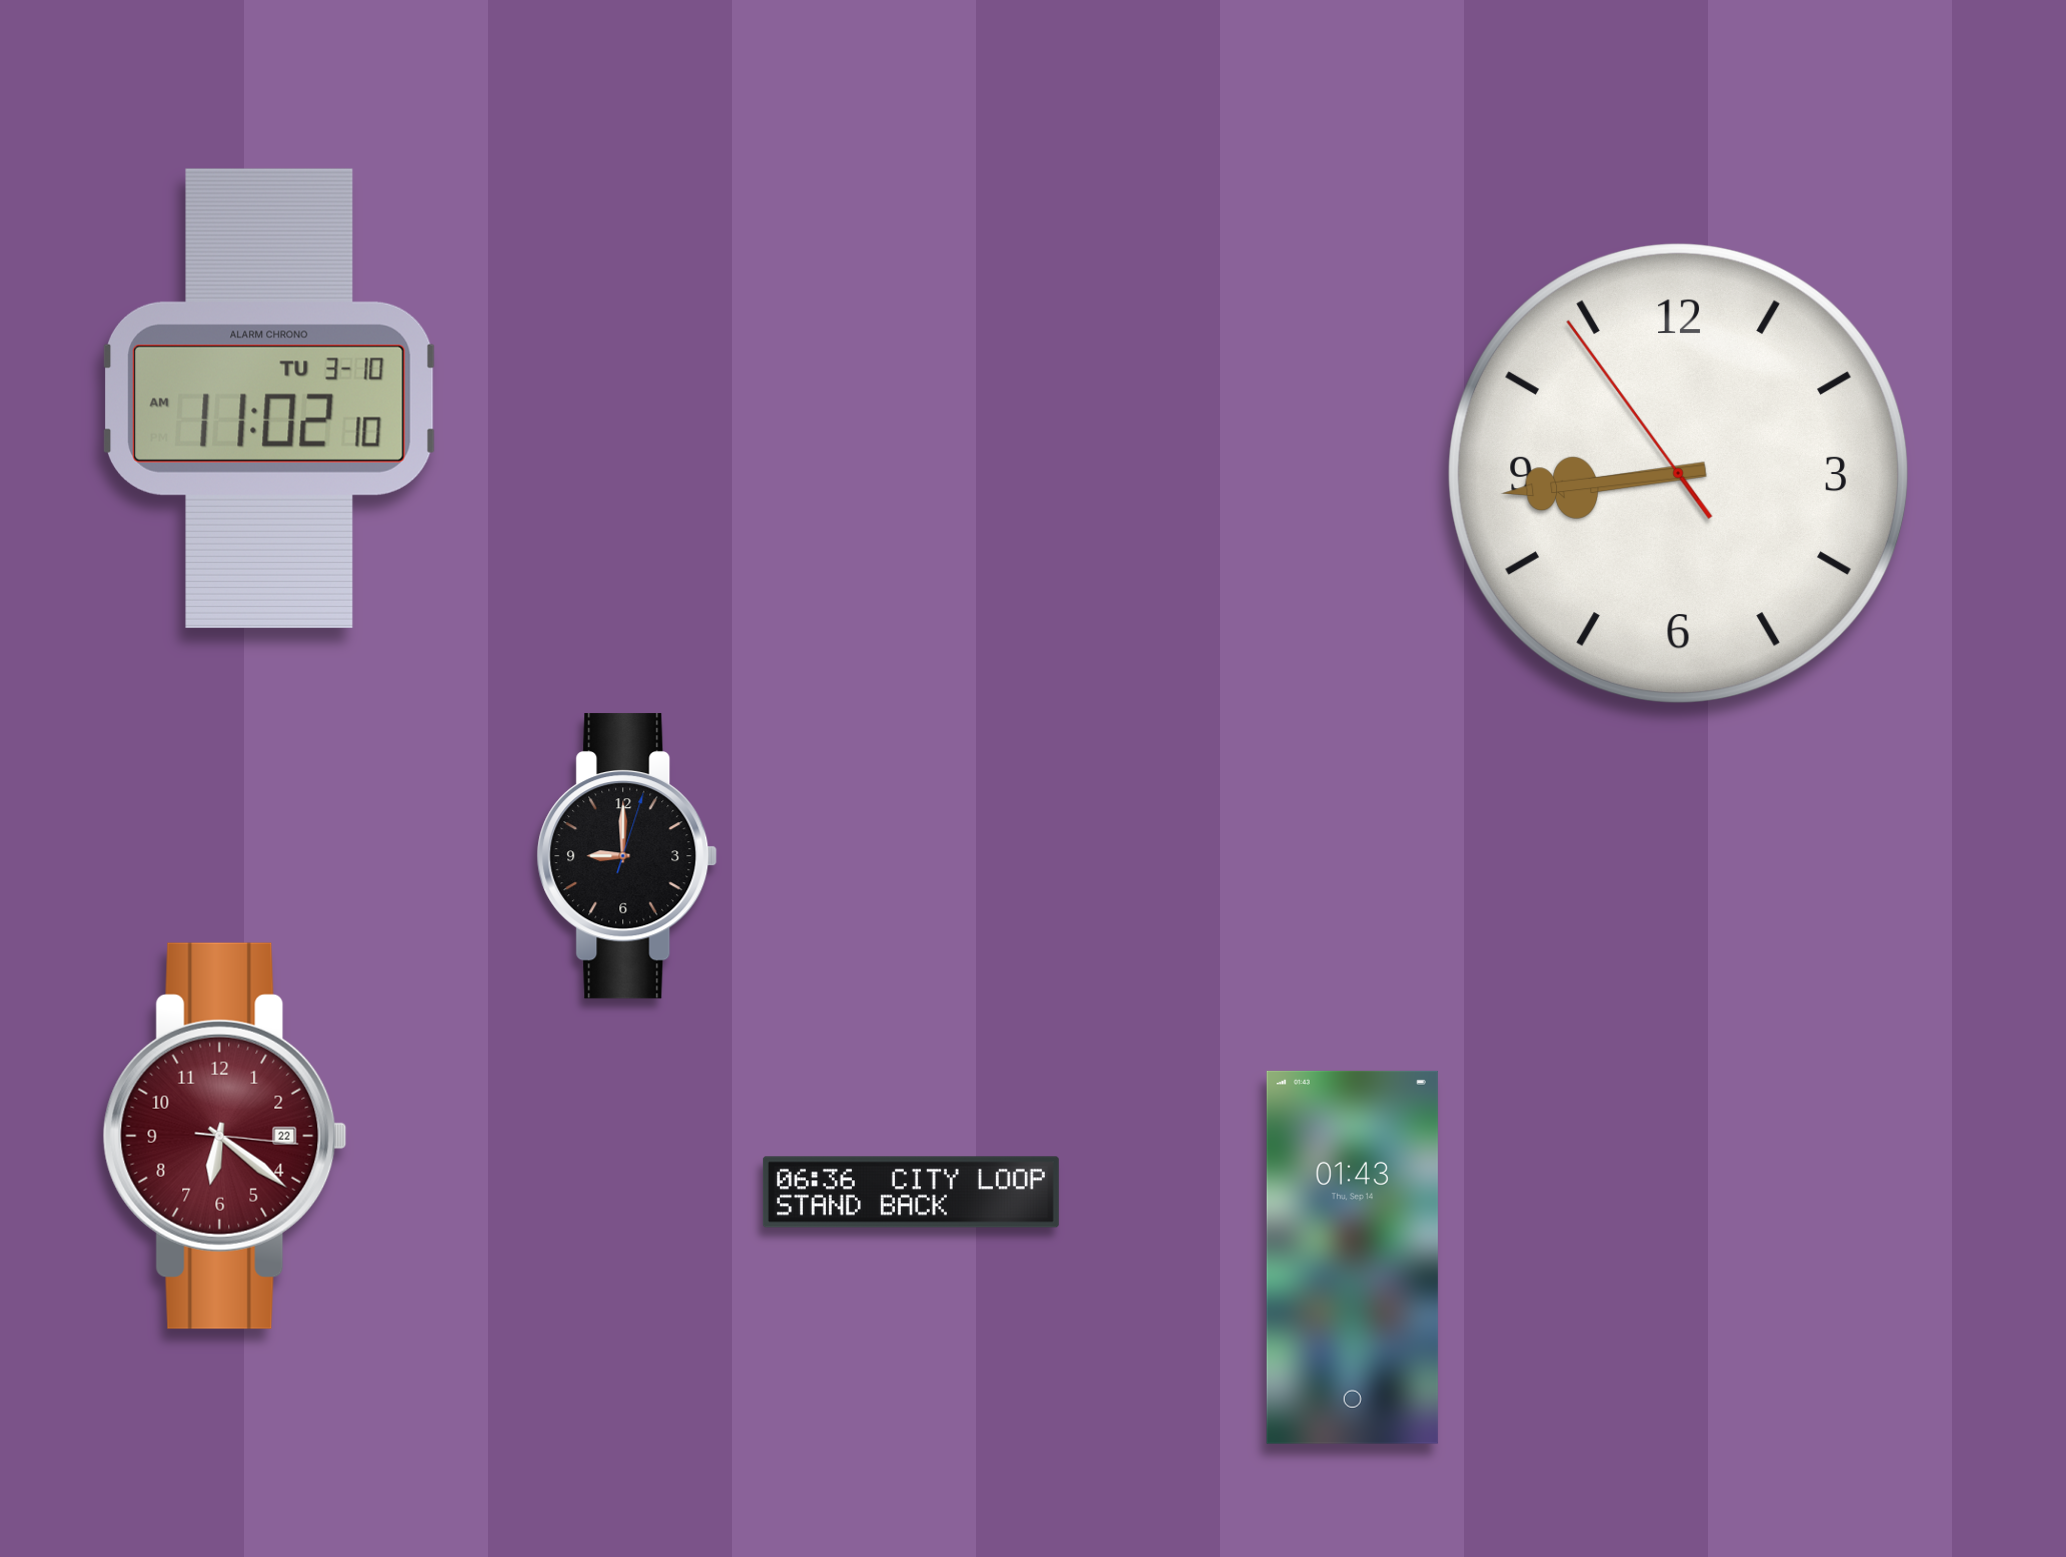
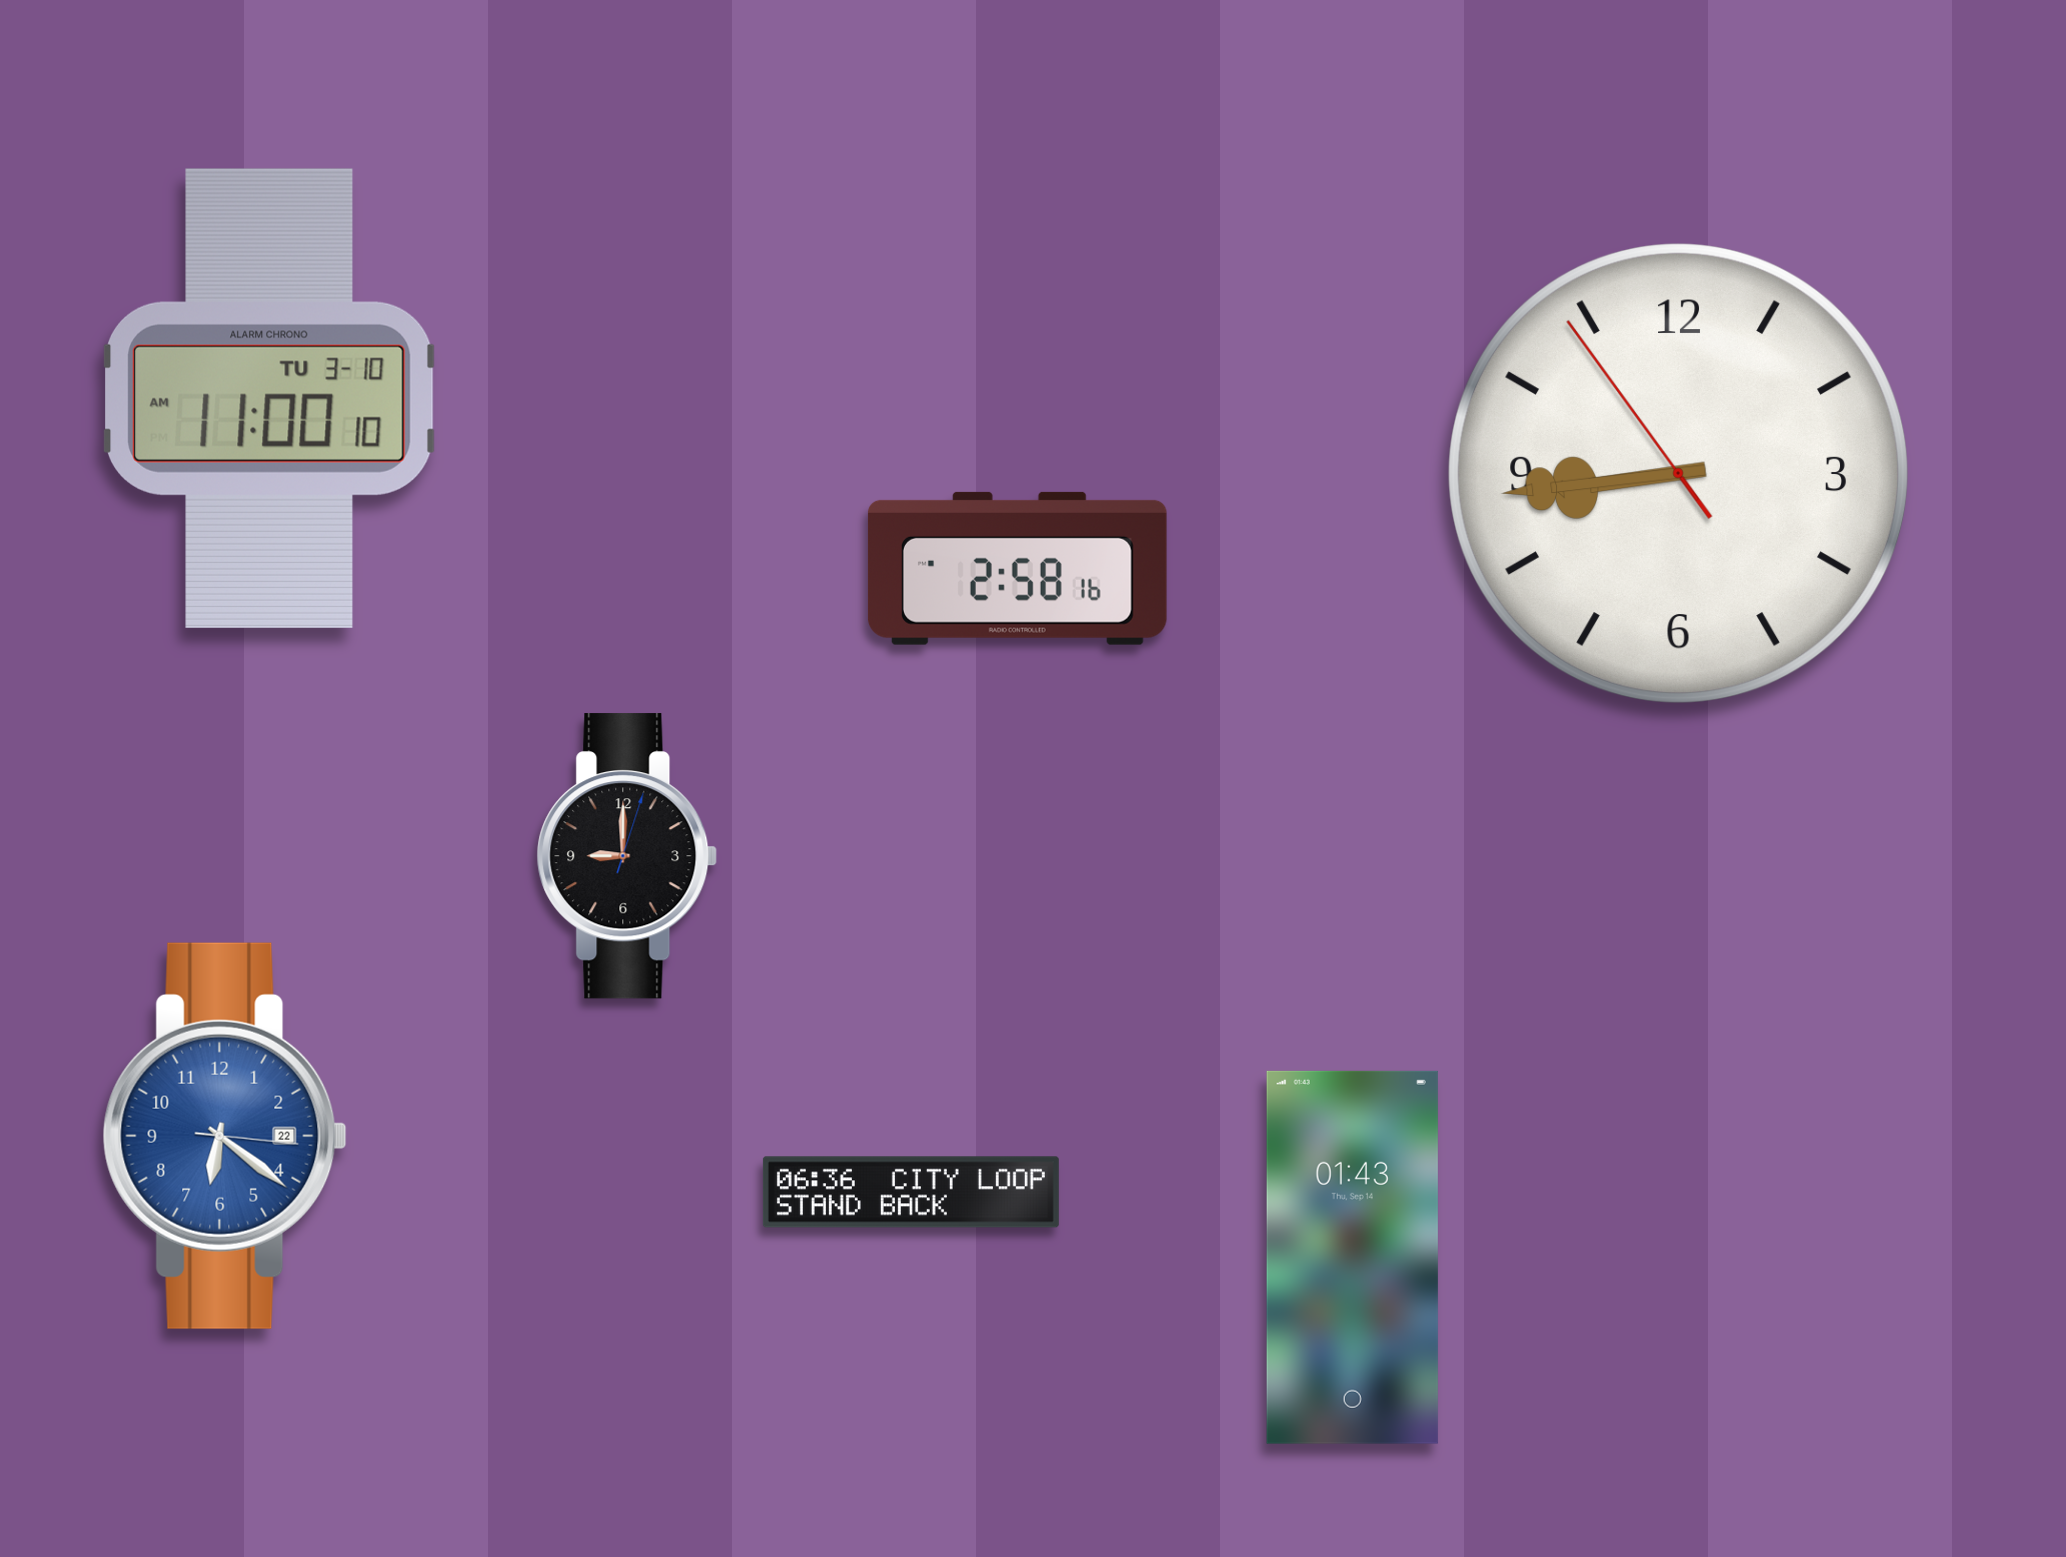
clock at (270, 398): 11:02 -> 11:00
clock at (1017, 568): none -> 2:58
clock at (225, 1136) dial: burgundy -> blue
